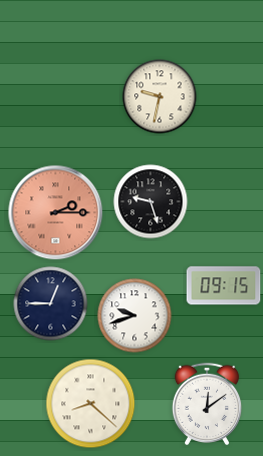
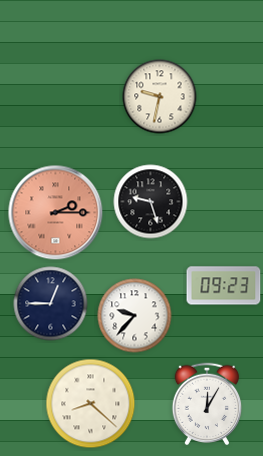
clock at (224, 286): 09:15 -> 09:23
clock at (135, 316): 9:42 -> 9:37
clock at (207, 404): 12:09 -> 12:05
